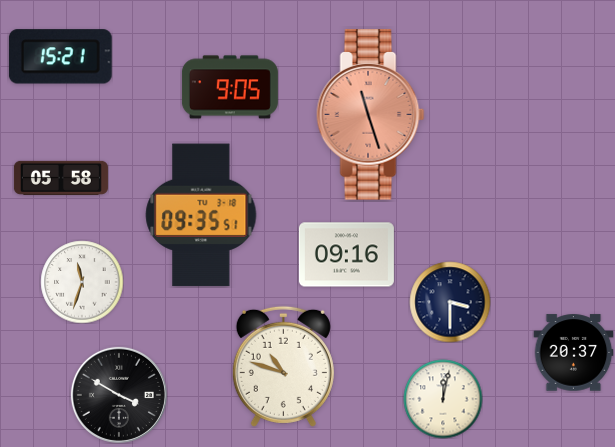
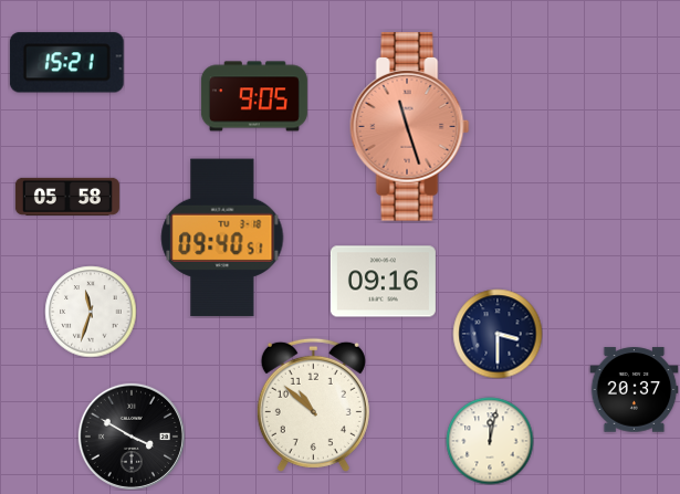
clock at (201, 215): 09:35 -> 09:40
clock at (283, 366): 10:48 -> 10:52
